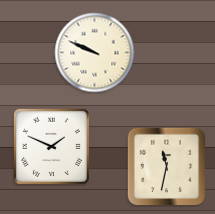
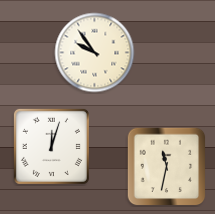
clock at (95, 53): 9:49 -> 9:54
clock at (51, 146): 1:49 -> 12:03
